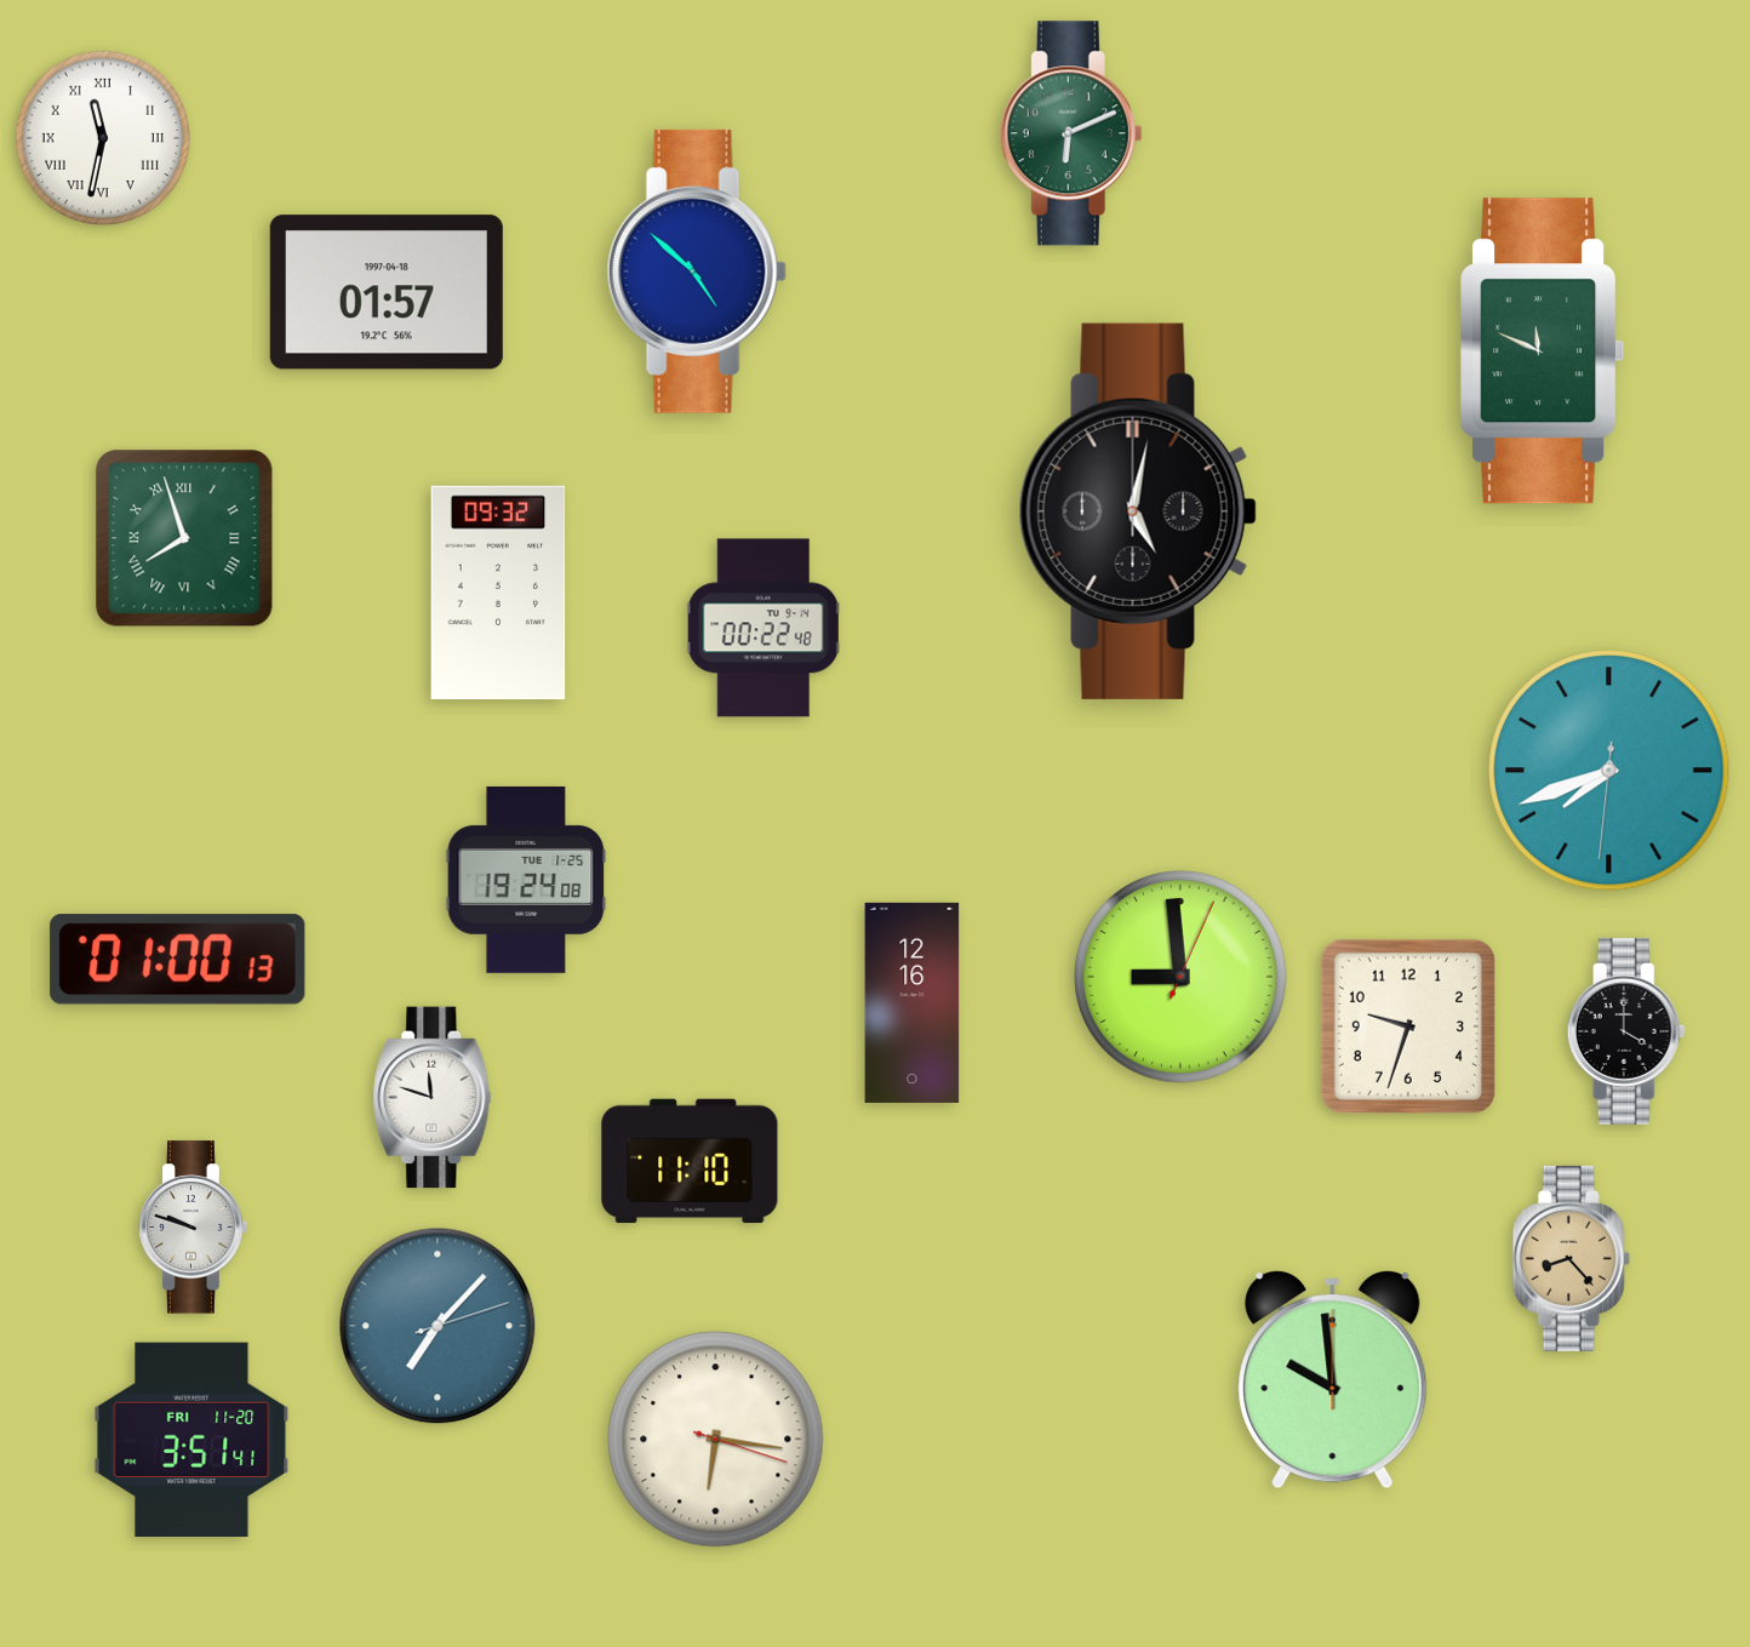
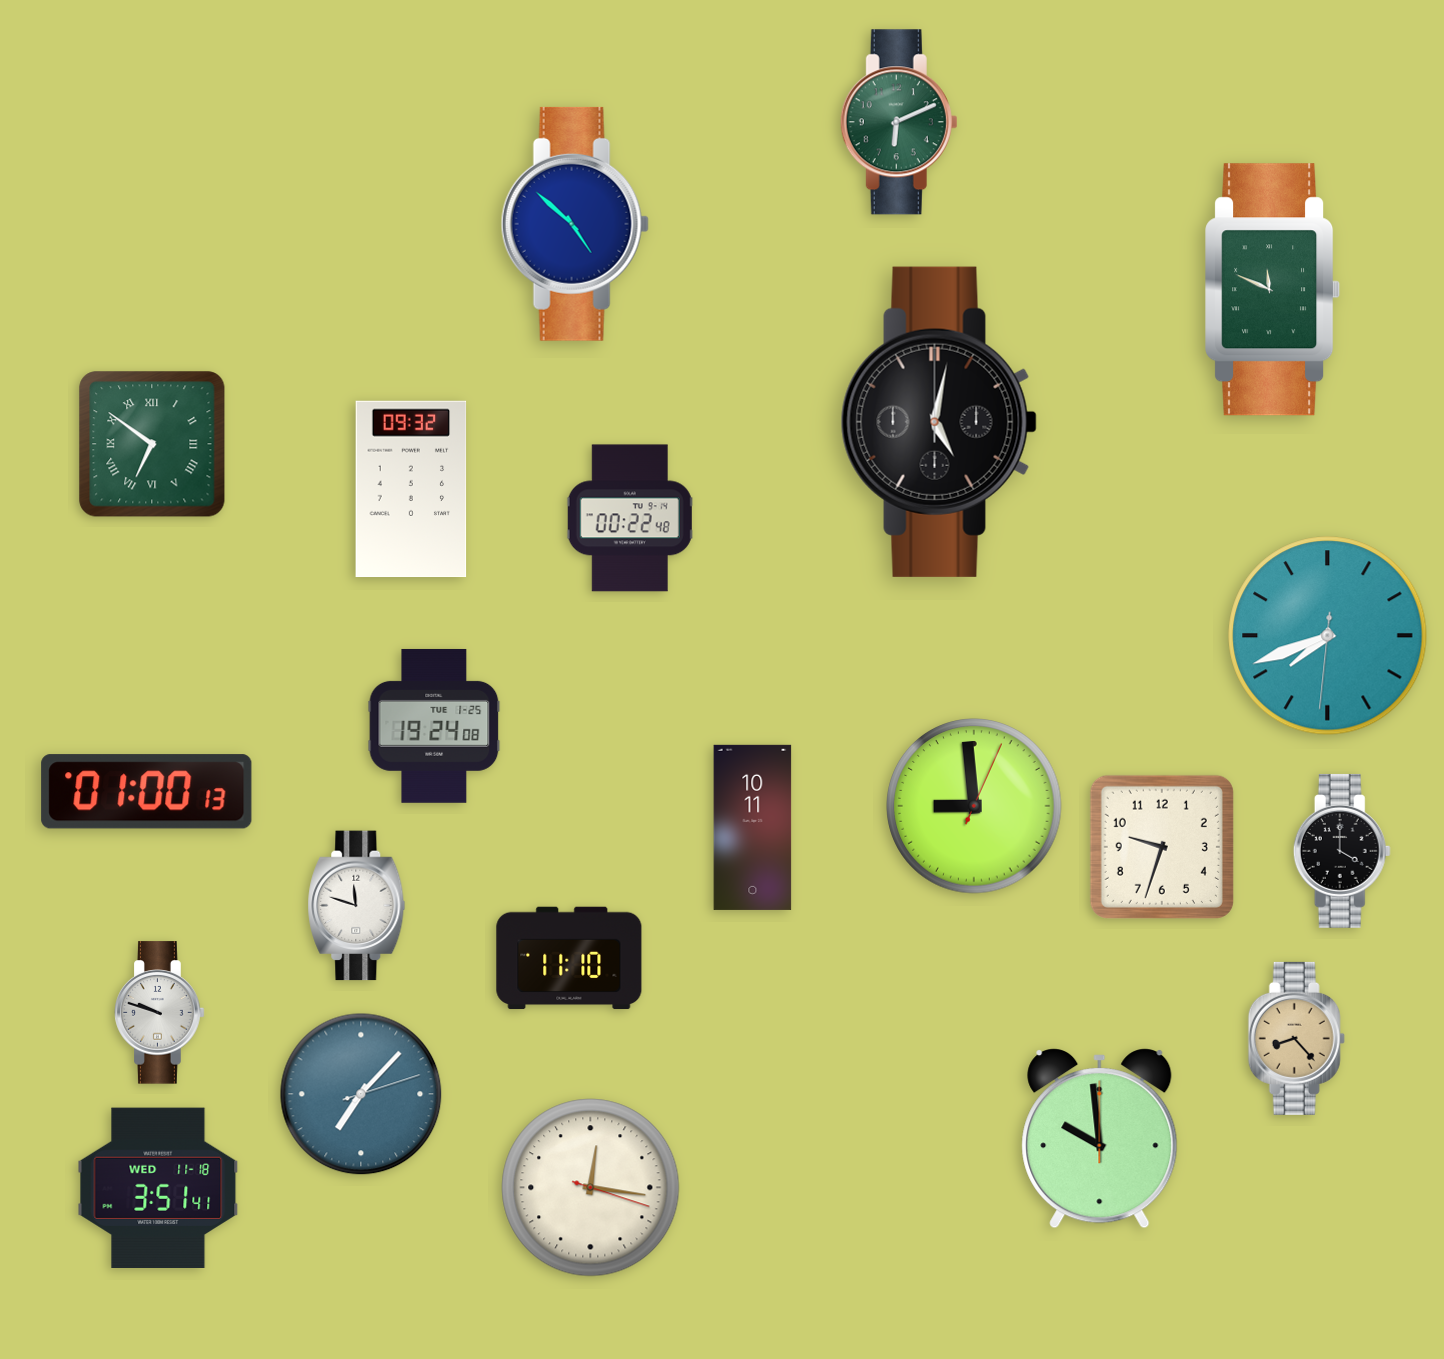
clock at (1071, 133) position: (1071, 133) -> (899, 122)
clock at (102, 137): 11:32 -> none
clock at (387, 292): 01:57 -> none
clock at (184, 538): 7:57 -> 6:51
clock at (913, 1002): 12:16 -> 10:11
clock at (191, 1440) date: FRI 11-20 -> WED 11-18
clock at (716, 1440): 6:16 -> 12:16
